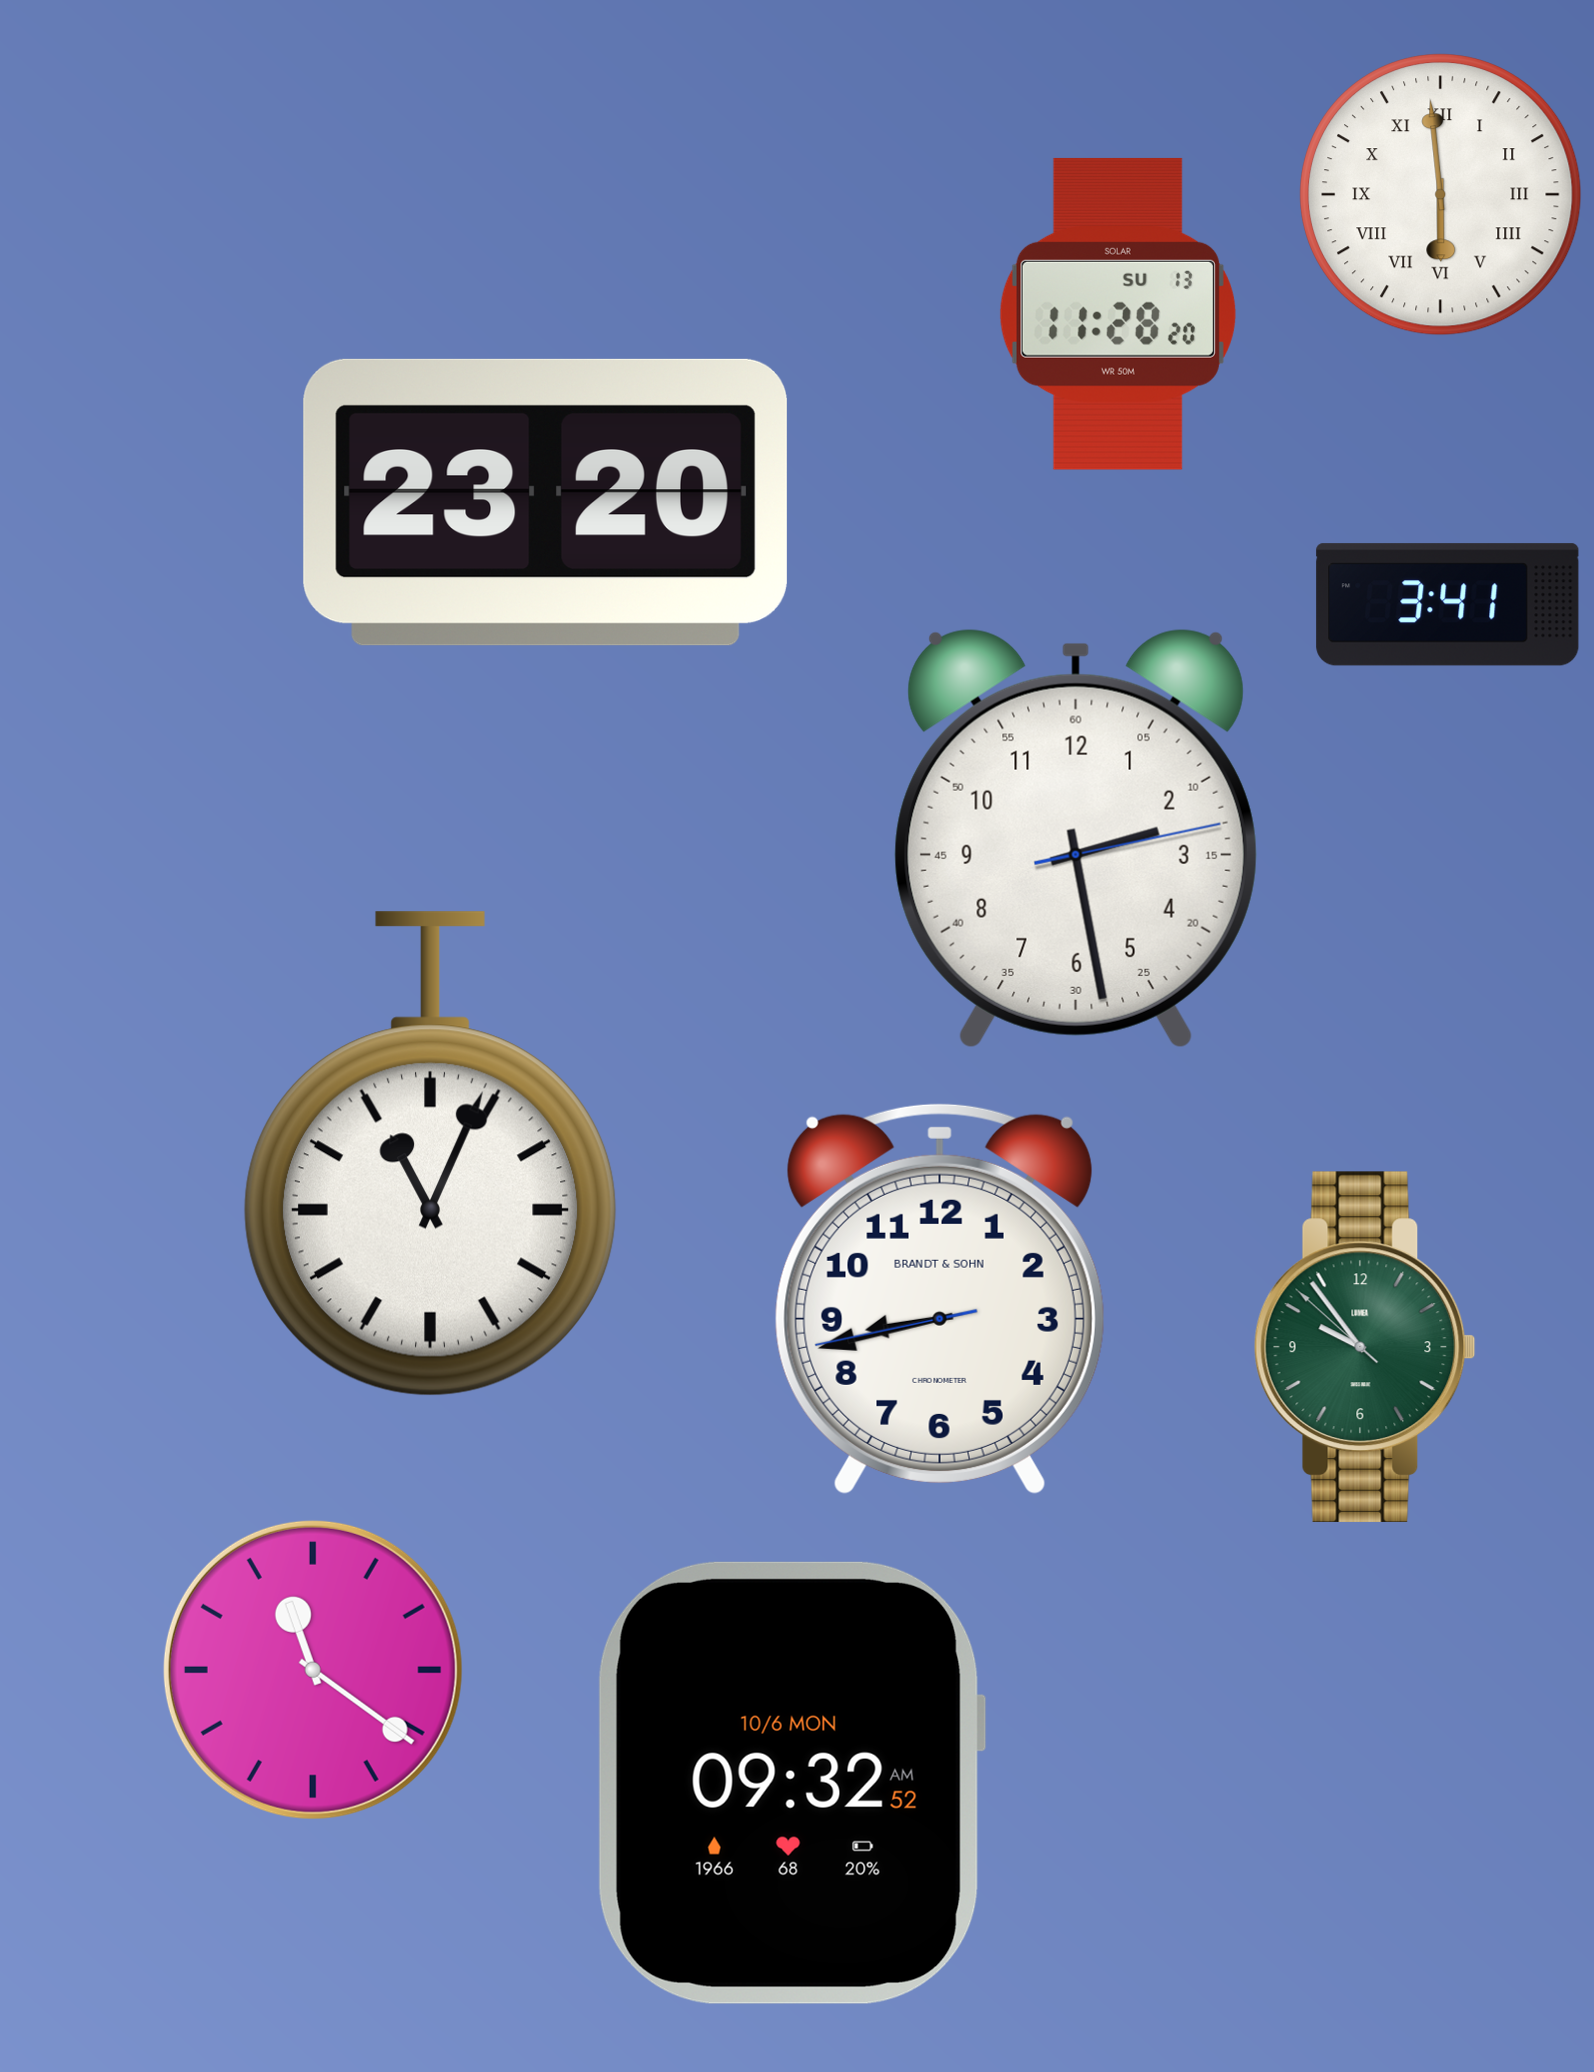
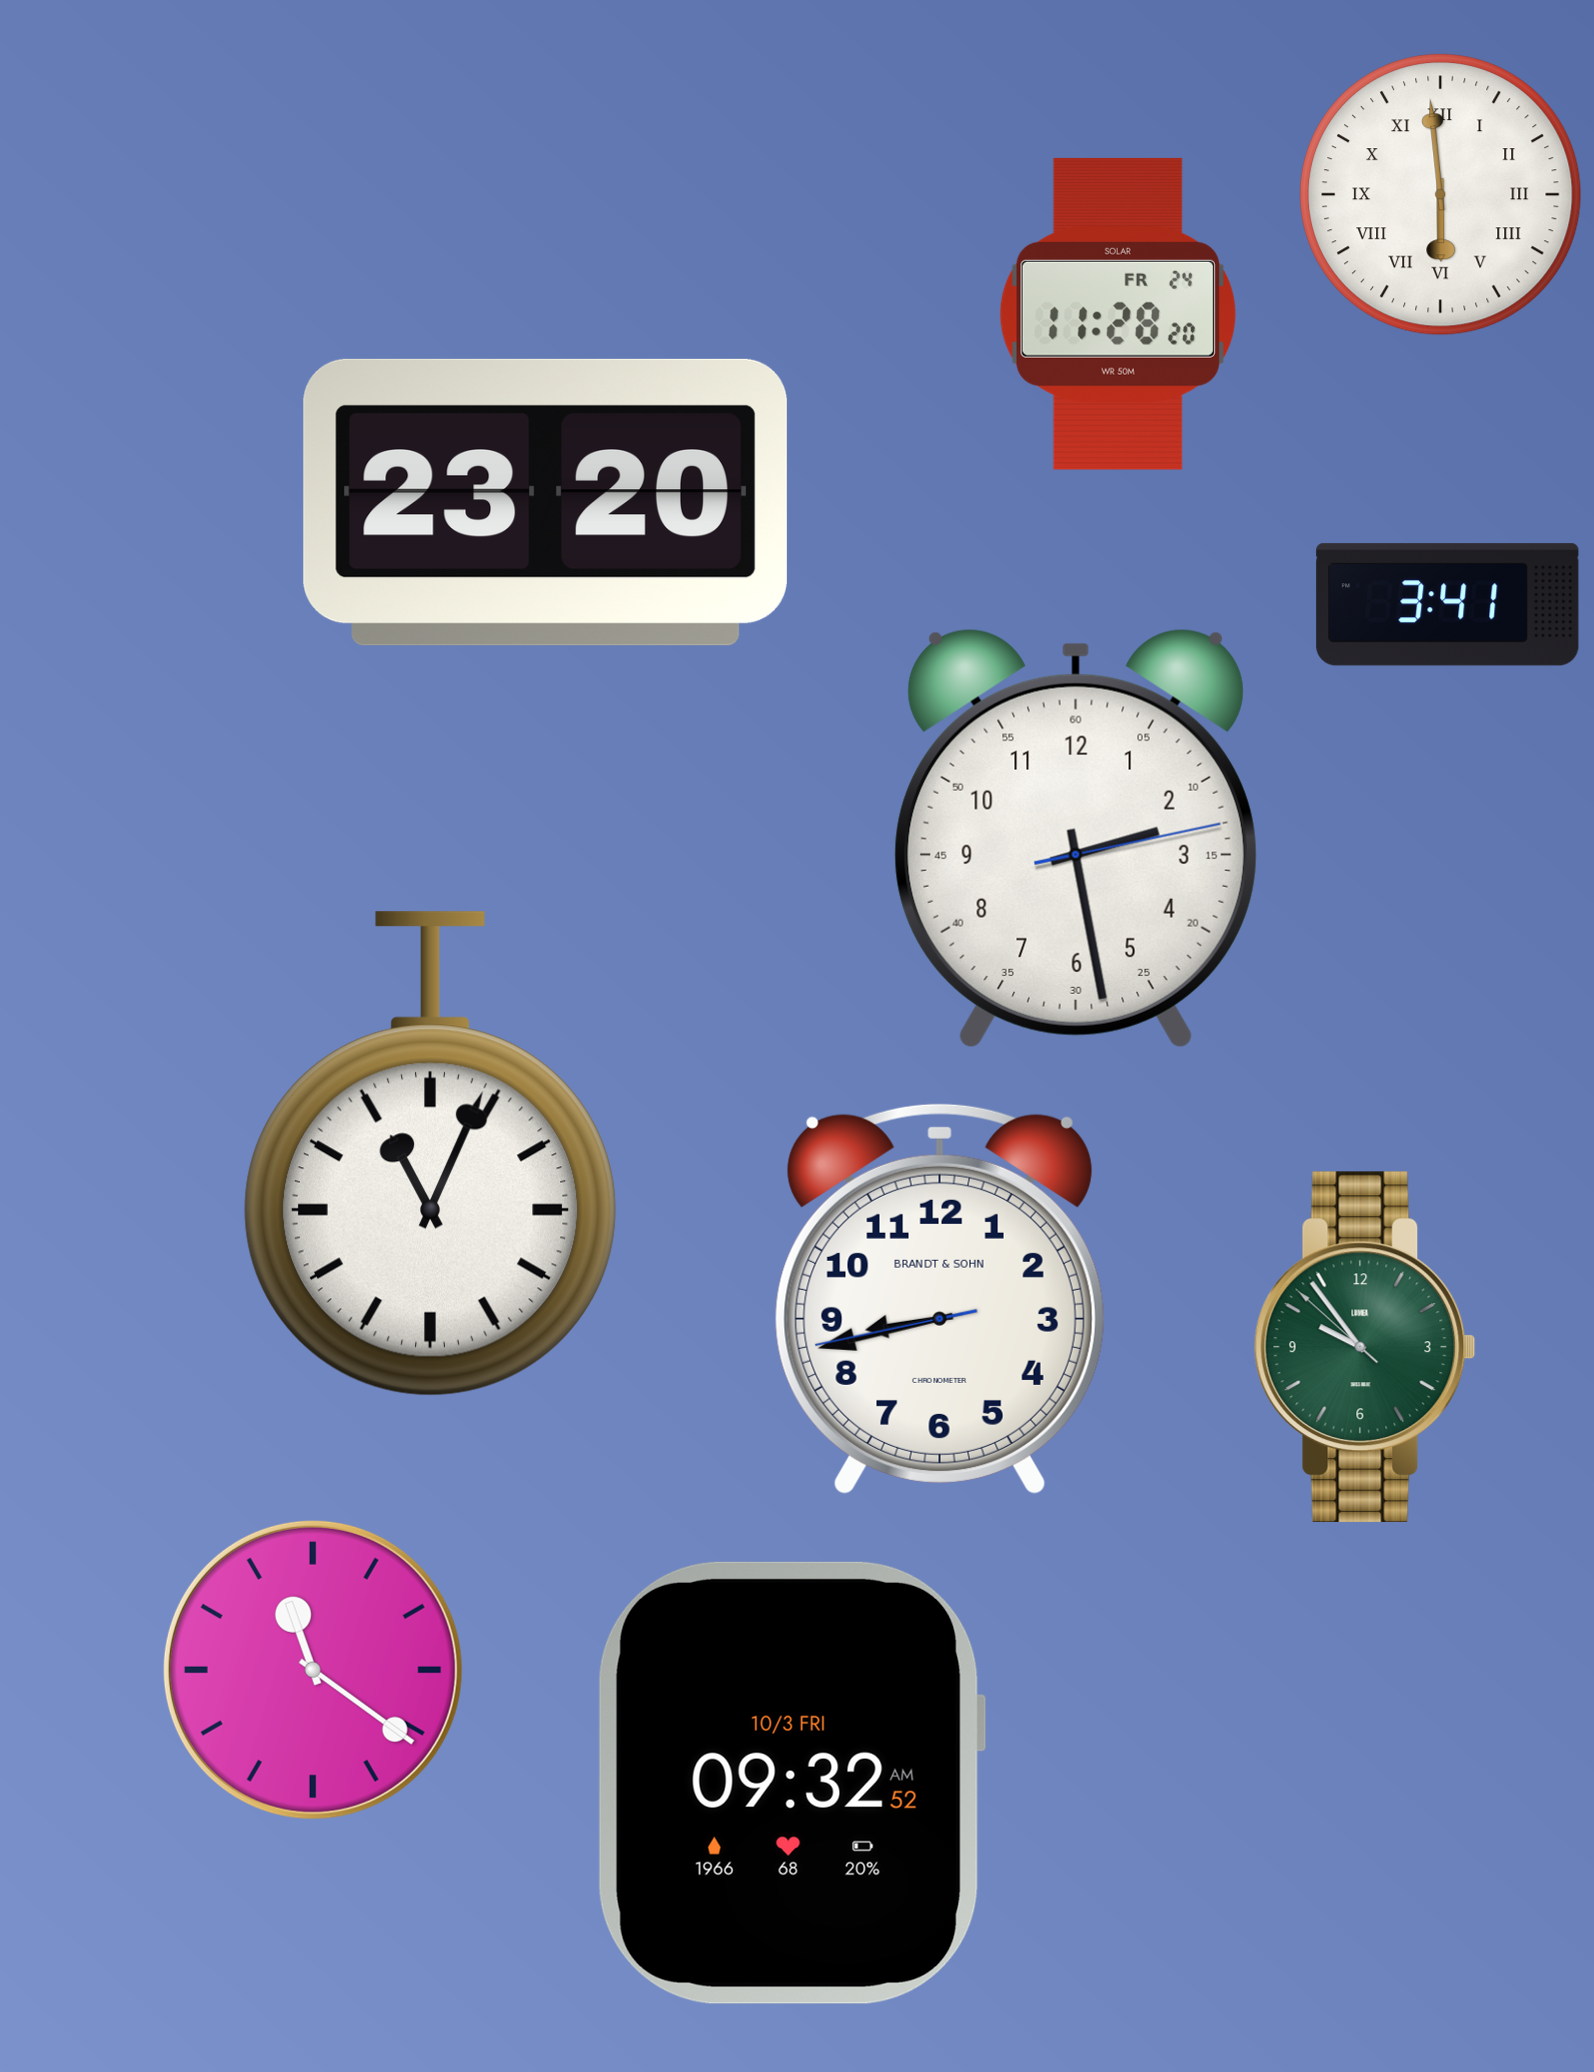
clock at (1118, 314) date: SU 13 -> FR 24
clock at (792, 1783) date: 10/6 MON -> 10/3 FRI
